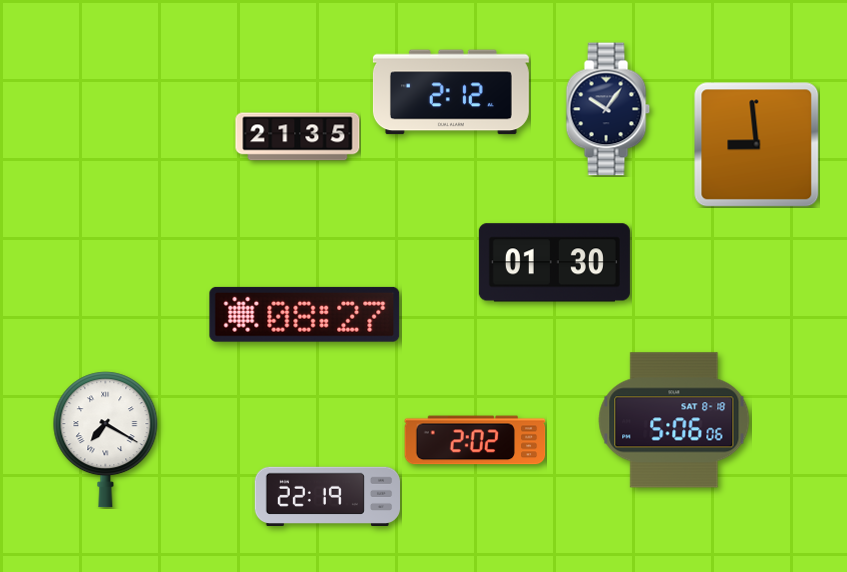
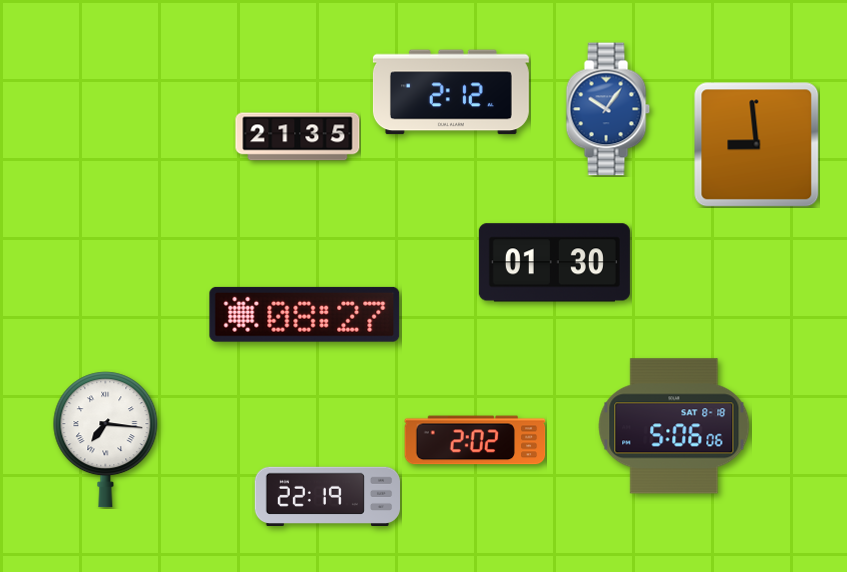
clock at (608, 109) dial: navy -> blue
clock at (674, 420) position: (674, 420) -> (674, 426)
clock at (106, 440): 7:20 -> 7:16
